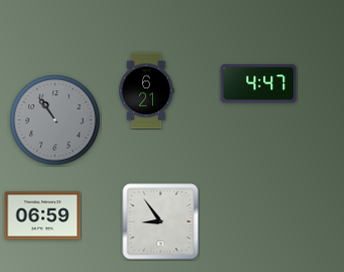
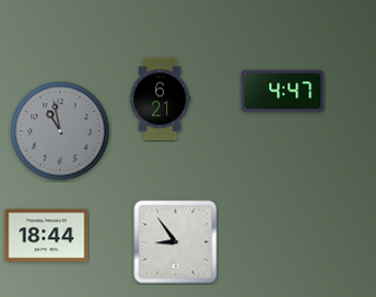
clock at (55, 120): 10:54 -> 10:58
clock at (43, 216): 06:59 -> 18:44
